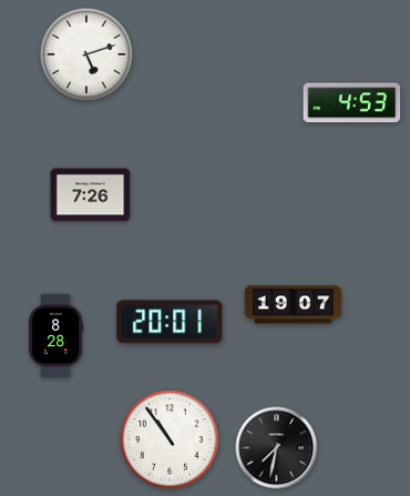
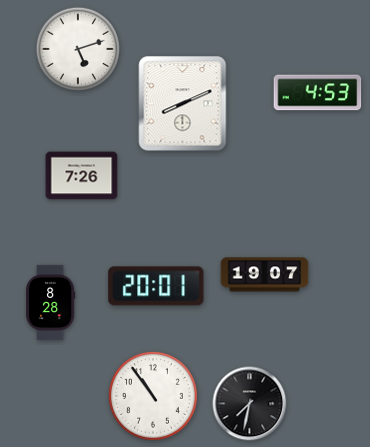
clock at (183, 104): none -> 8:11
clock at (170, 322) position: (170, 322) -> (156, 286)
